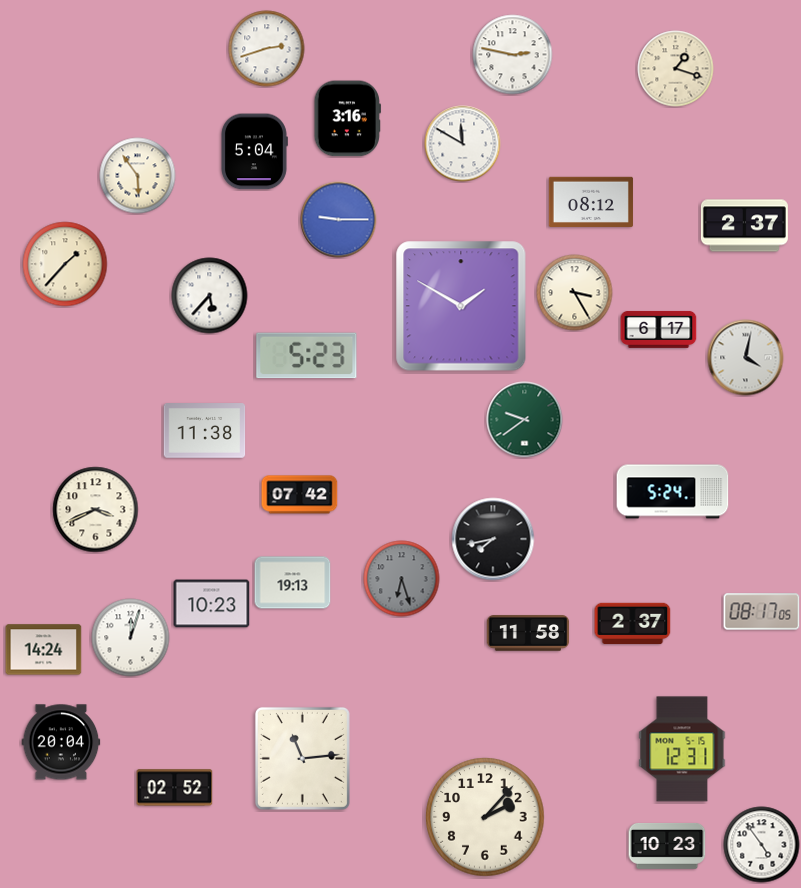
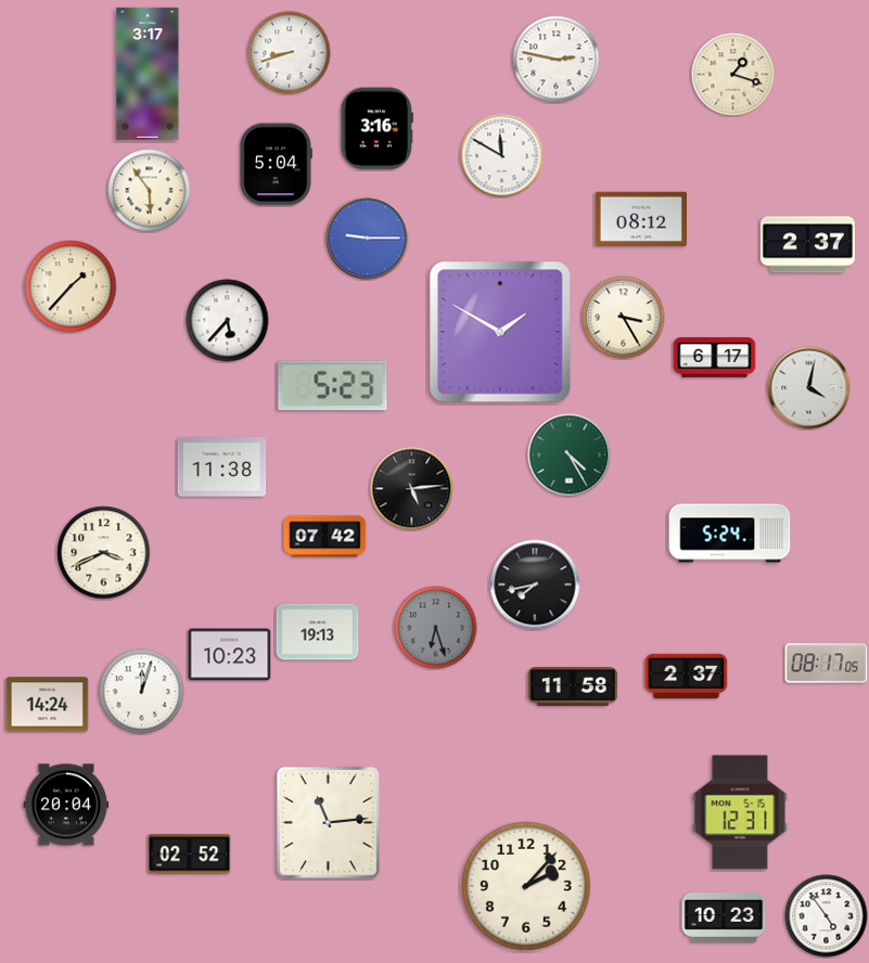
clock at (267, 49): 2:42 -> 8:42
clock at (148, 74): none -> 3:17
clock at (525, 420): 9:39 -> 4:25
clock at (412, 489): none -> 5:14
